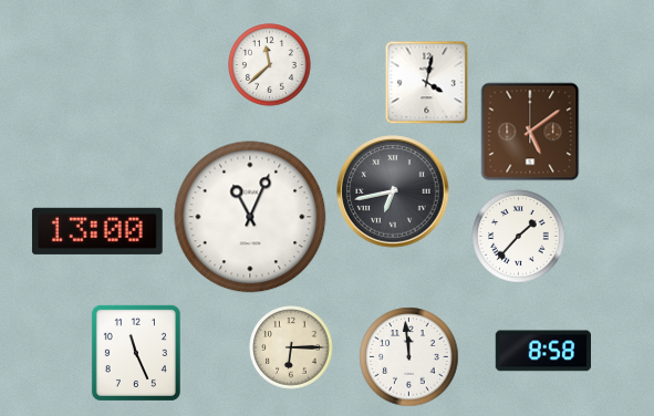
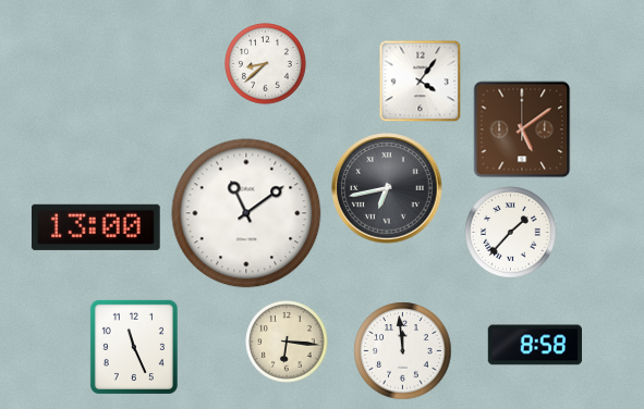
clock at (270, 65): 11:38 -> 8:38
clock at (427, 83): 4:02 -> 4:06
clock at (250, 217): 11:04 -> 11:09
clock at (291, 347): 6:15 -> 6:16
